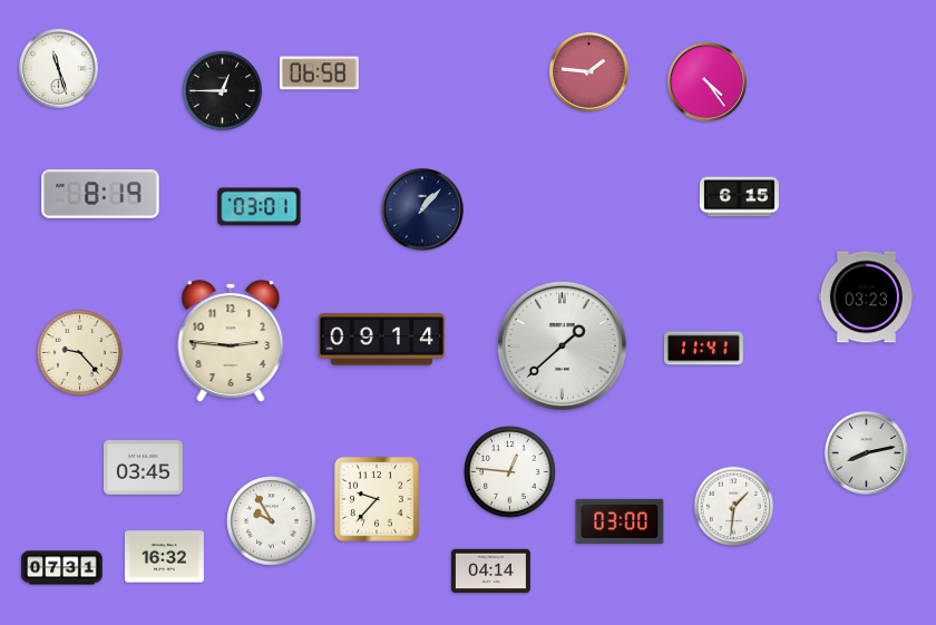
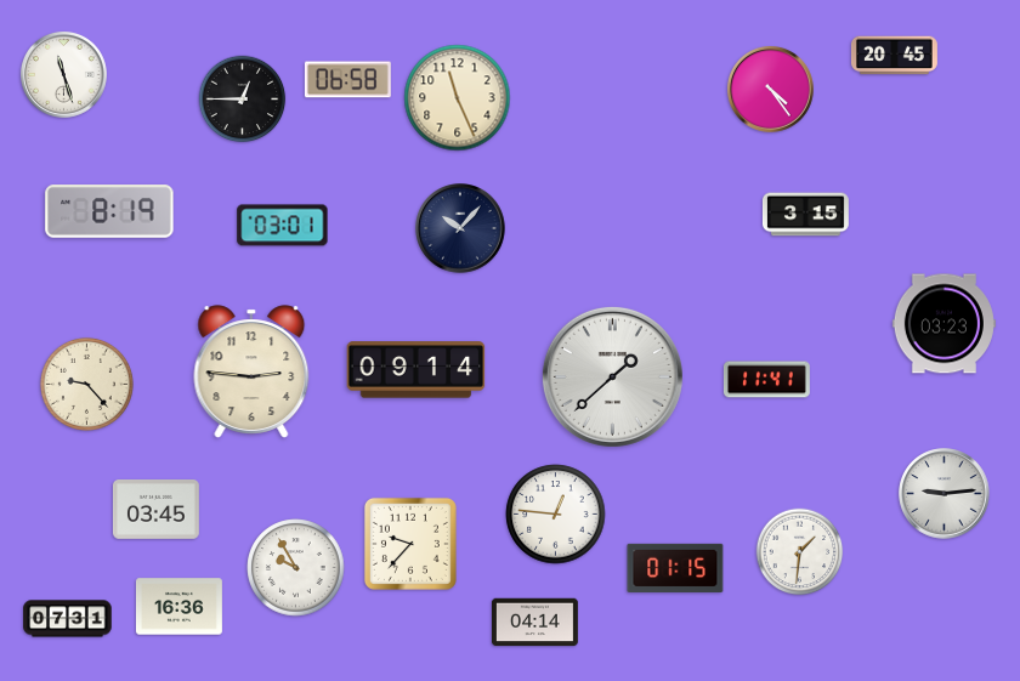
clock at (894, 56): none -> 20:45
clock at (588, 71): 1:46 -> none
clock at (458, 98): none -> 11:26
clock at (739, 197): 6:15 -> 3:15
clock at (422, 209): 1:07 -> 10:07
clock at (867, 453): 8:13 -> 9:14
clock at (620, 520): 03:00 -> 01:15
clock at (164, 557): 16:32 -> 16:36
